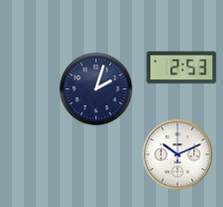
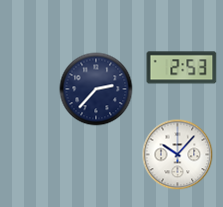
clock at (96, 89): 2:03 -> 2:37
clock at (178, 155): 10:11 -> 10:07
